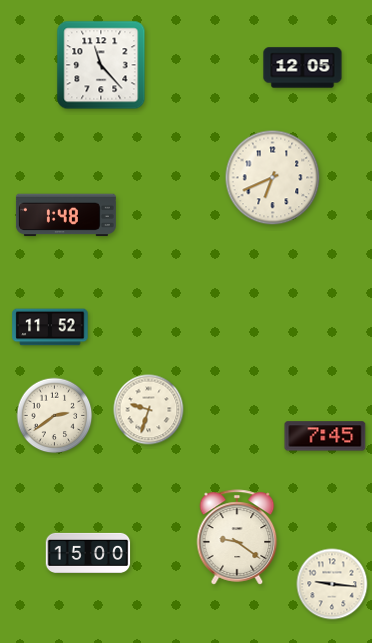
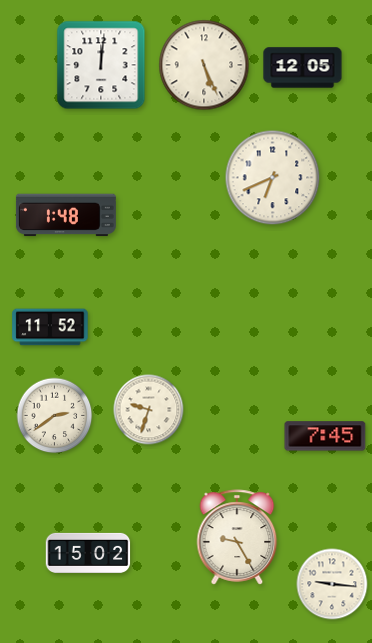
clock at (101, 65): 11:23 -> 12:01
clock at (204, 65): none -> 5:26
clock at (237, 537): 9:21 -> 9:25
clock at (88, 553): 15:00 -> 15:02
